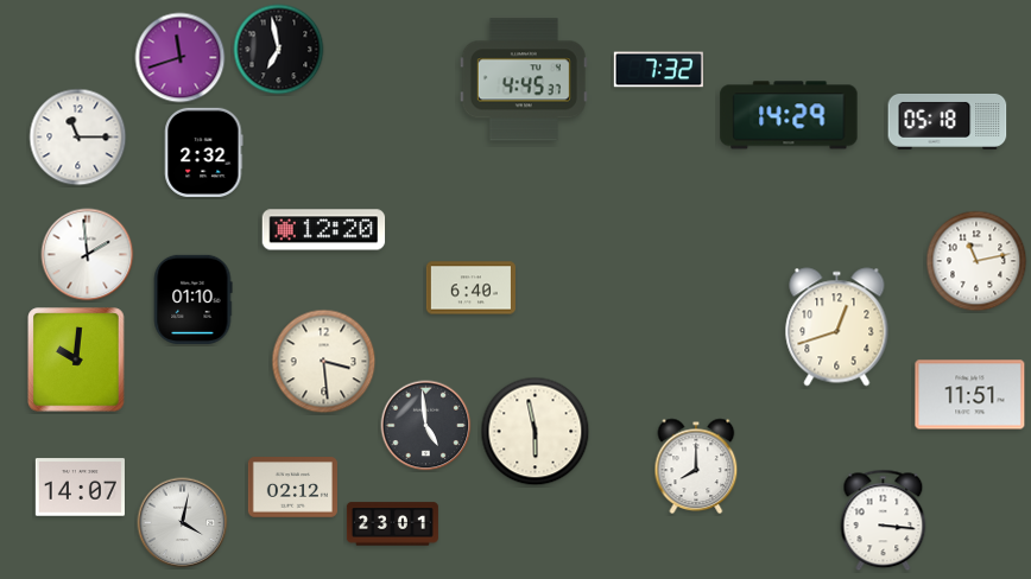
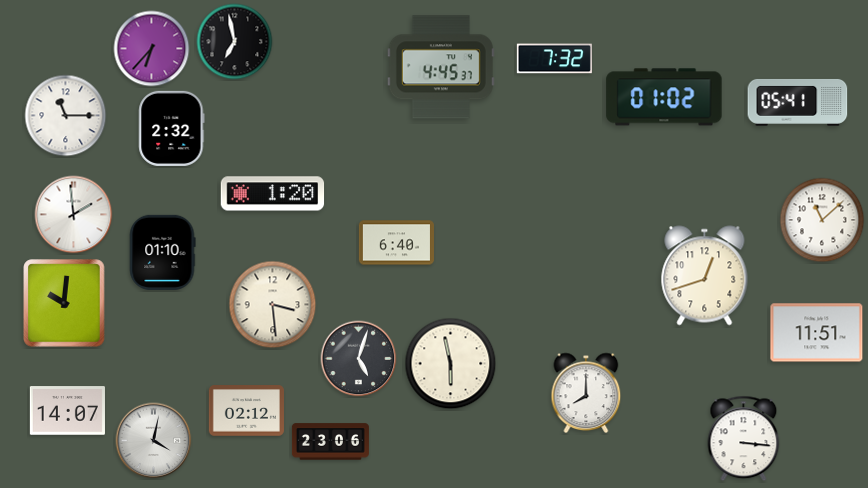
clock at (181, 58): 11:42 -> 6:37
clock at (789, 115): 14:29 -> 01:02
clock at (948, 121): 05:18 -> 05:41
clock at (324, 230): 12:20 -> 1:20
clock at (976, 261): 11:13 -> 11:08
clock at (426, 426): 4:59 -> 5:03
clock at (392, 524): 23:01 -> 23:06
